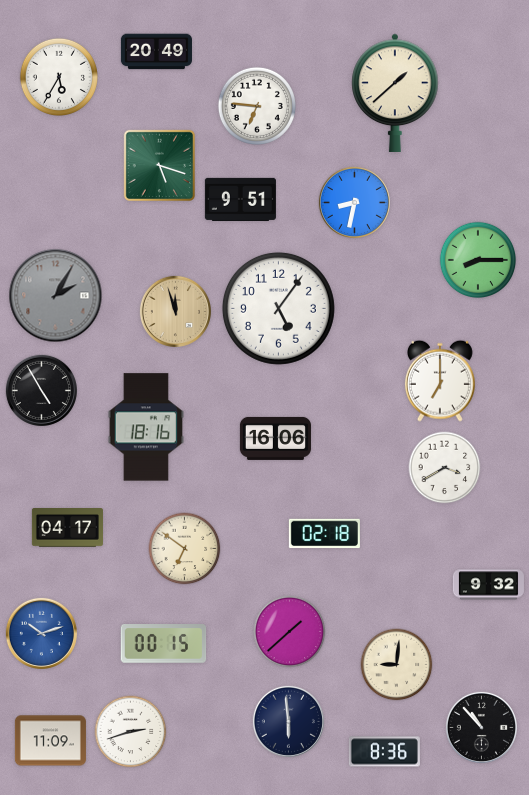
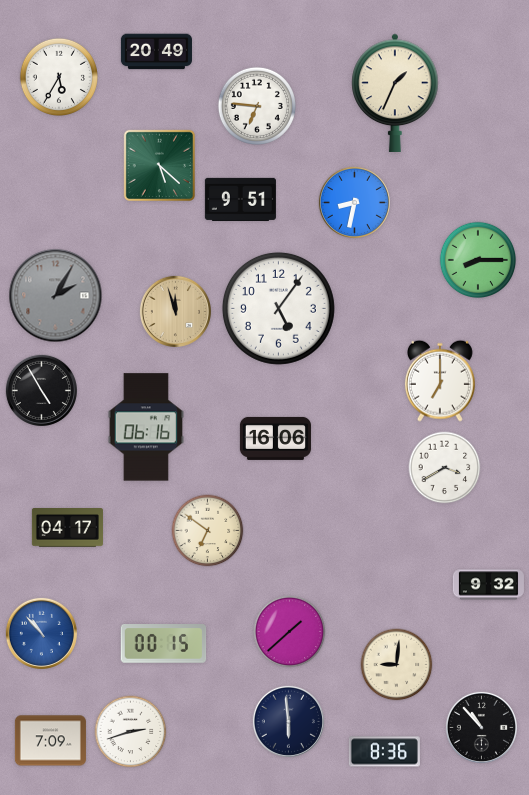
clock at (395, 93): 1:38 -> 1:34
clock at (159, 165): 5:18 -> 5:22
clock at (146, 427): 18:16 -> 06:16
clock at (324, 534): 02:18 -> none
clock at (185, 549) position: (185, 549) -> (208, 531)
clock at (41, 633): 10:12 -> 10:53
clock at (50, 741): 11:09 -> 7:09
